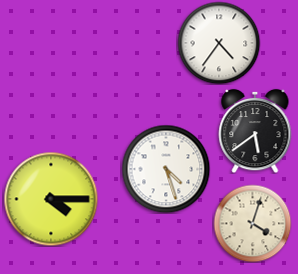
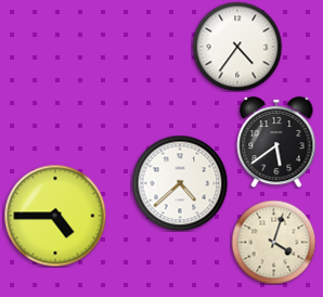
clock at (166, 169): 4:27 -> 4:38
clock at (51, 199): 4:15 -> 4:45
